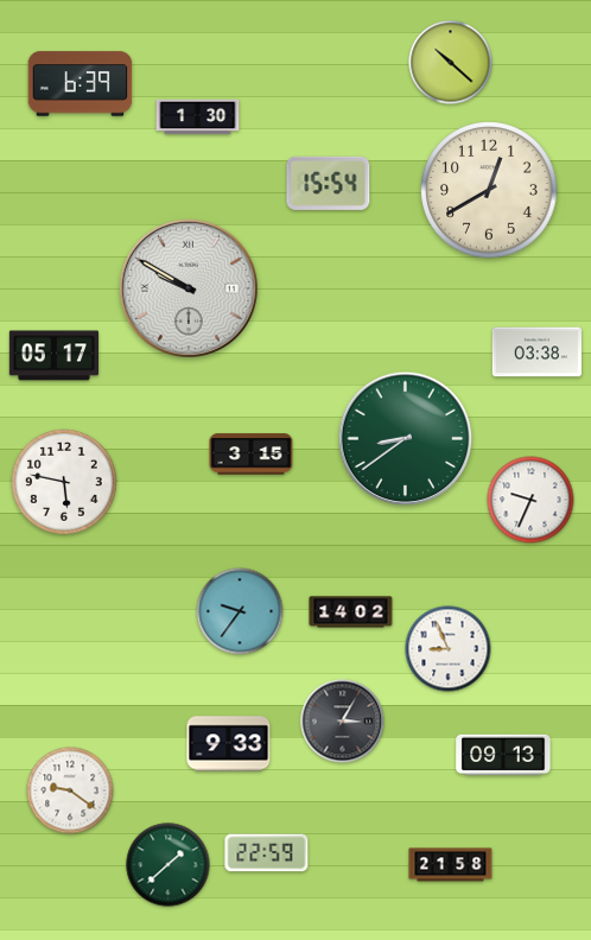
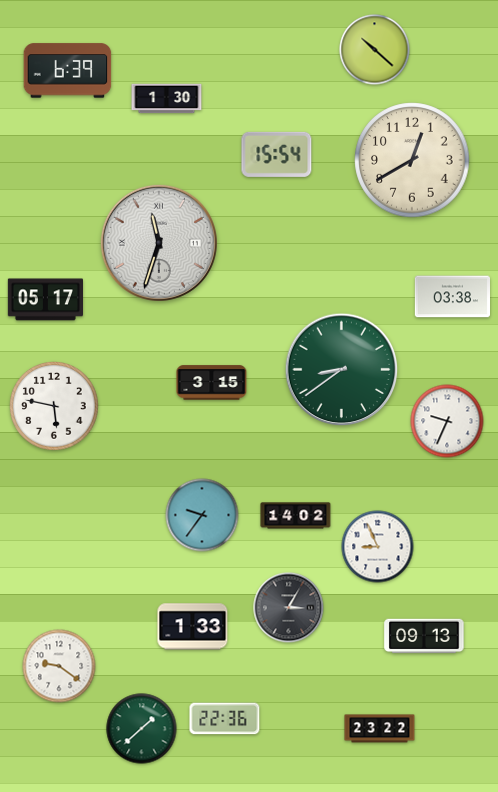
clock at (451, 63) position: (451, 63) -> (375, 50)
clock at (189, 288): 9:50 -> 11:33
clock at (229, 744): 9:33 -> 1:33
clock at (267, 853): 22:59 -> 22:36
clock at (451, 865): 21:58 -> 23:22
